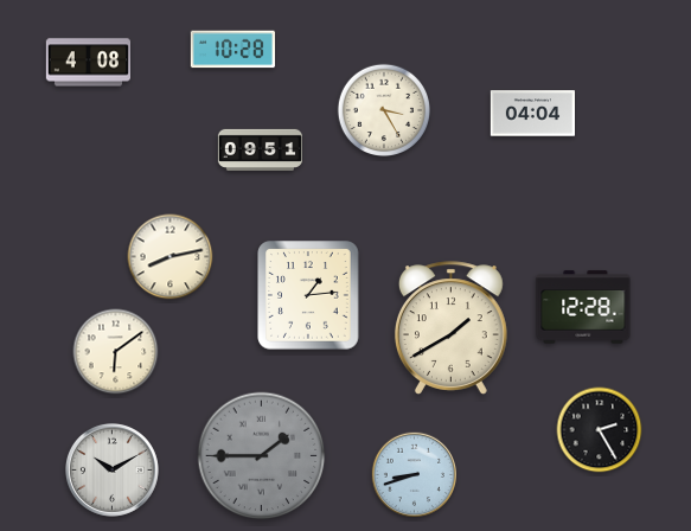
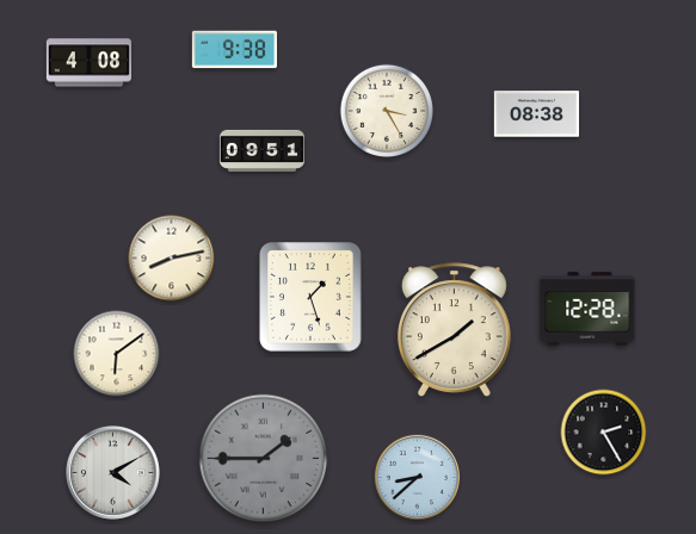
clock at (232, 50): 10:28 -> 9:38
clock at (532, 114): 04:04 -> 08:38
clock at (308, 295): 1:14 -> 1:27
clock at (111, 469): 10:10 -> 4:10
clock at (414, 474): 8:42 -> 8:38
